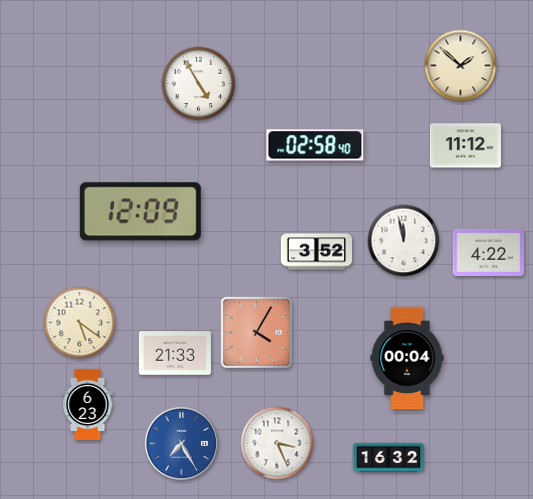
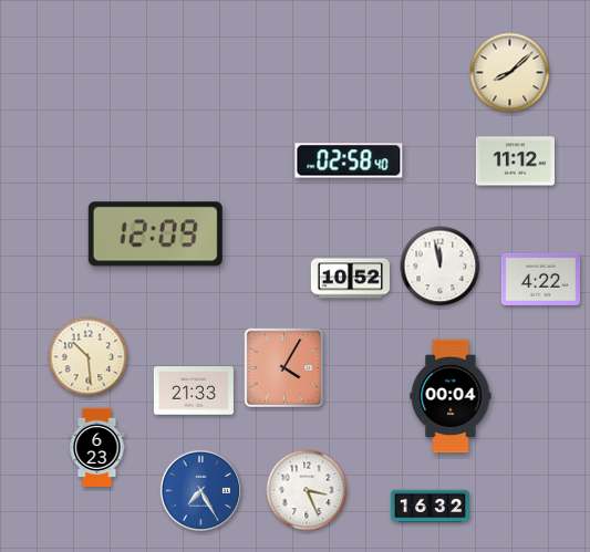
clock at (461, 66): 1:52 -> 8:08
clock at (199, 84): 4:55 -> none
clock at (404, 241) position: (404, 241) -> (441, 267)
clock at (316, 252): 3:52 -> 10:52
clock at (80, 323): 5:21 -> 10:29
